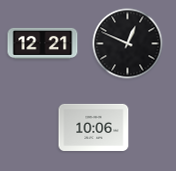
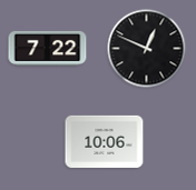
clock at (43, 43): 12:21 -> 7:22
clock at (128, 44) position: (128, 44) -> (147, 49)
